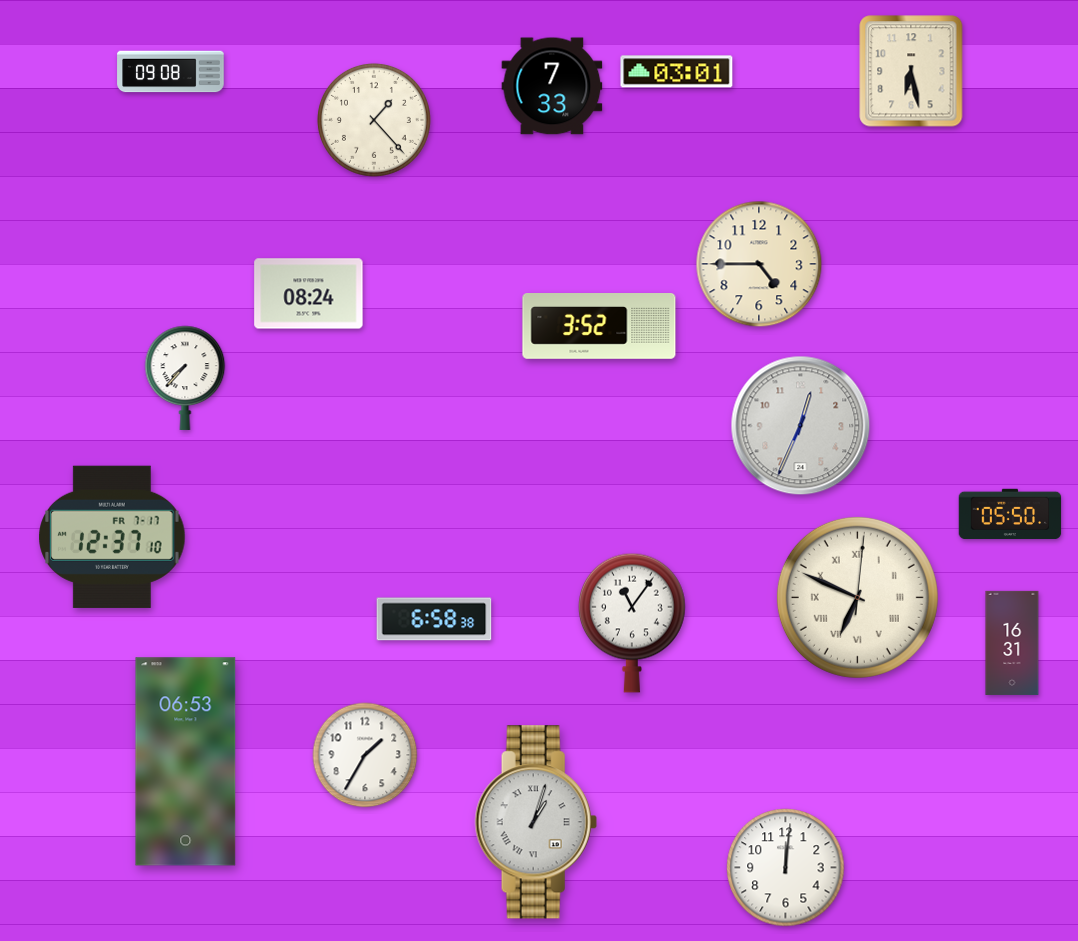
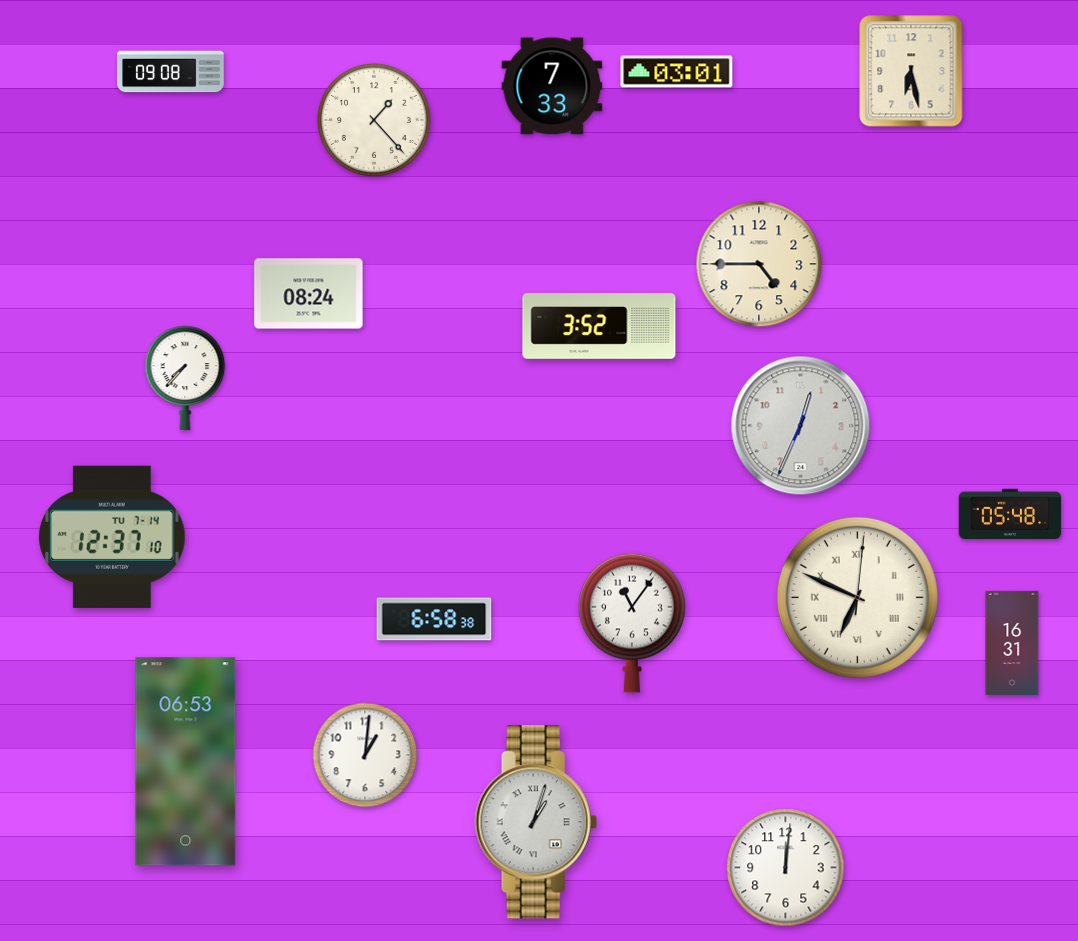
clock at (1010, 514): 05:50 -> 05:48
clock at (112, 537) date: FR 7-17 -> TU 7-14
clock at (365, 755): 1:35 -> 1:01
